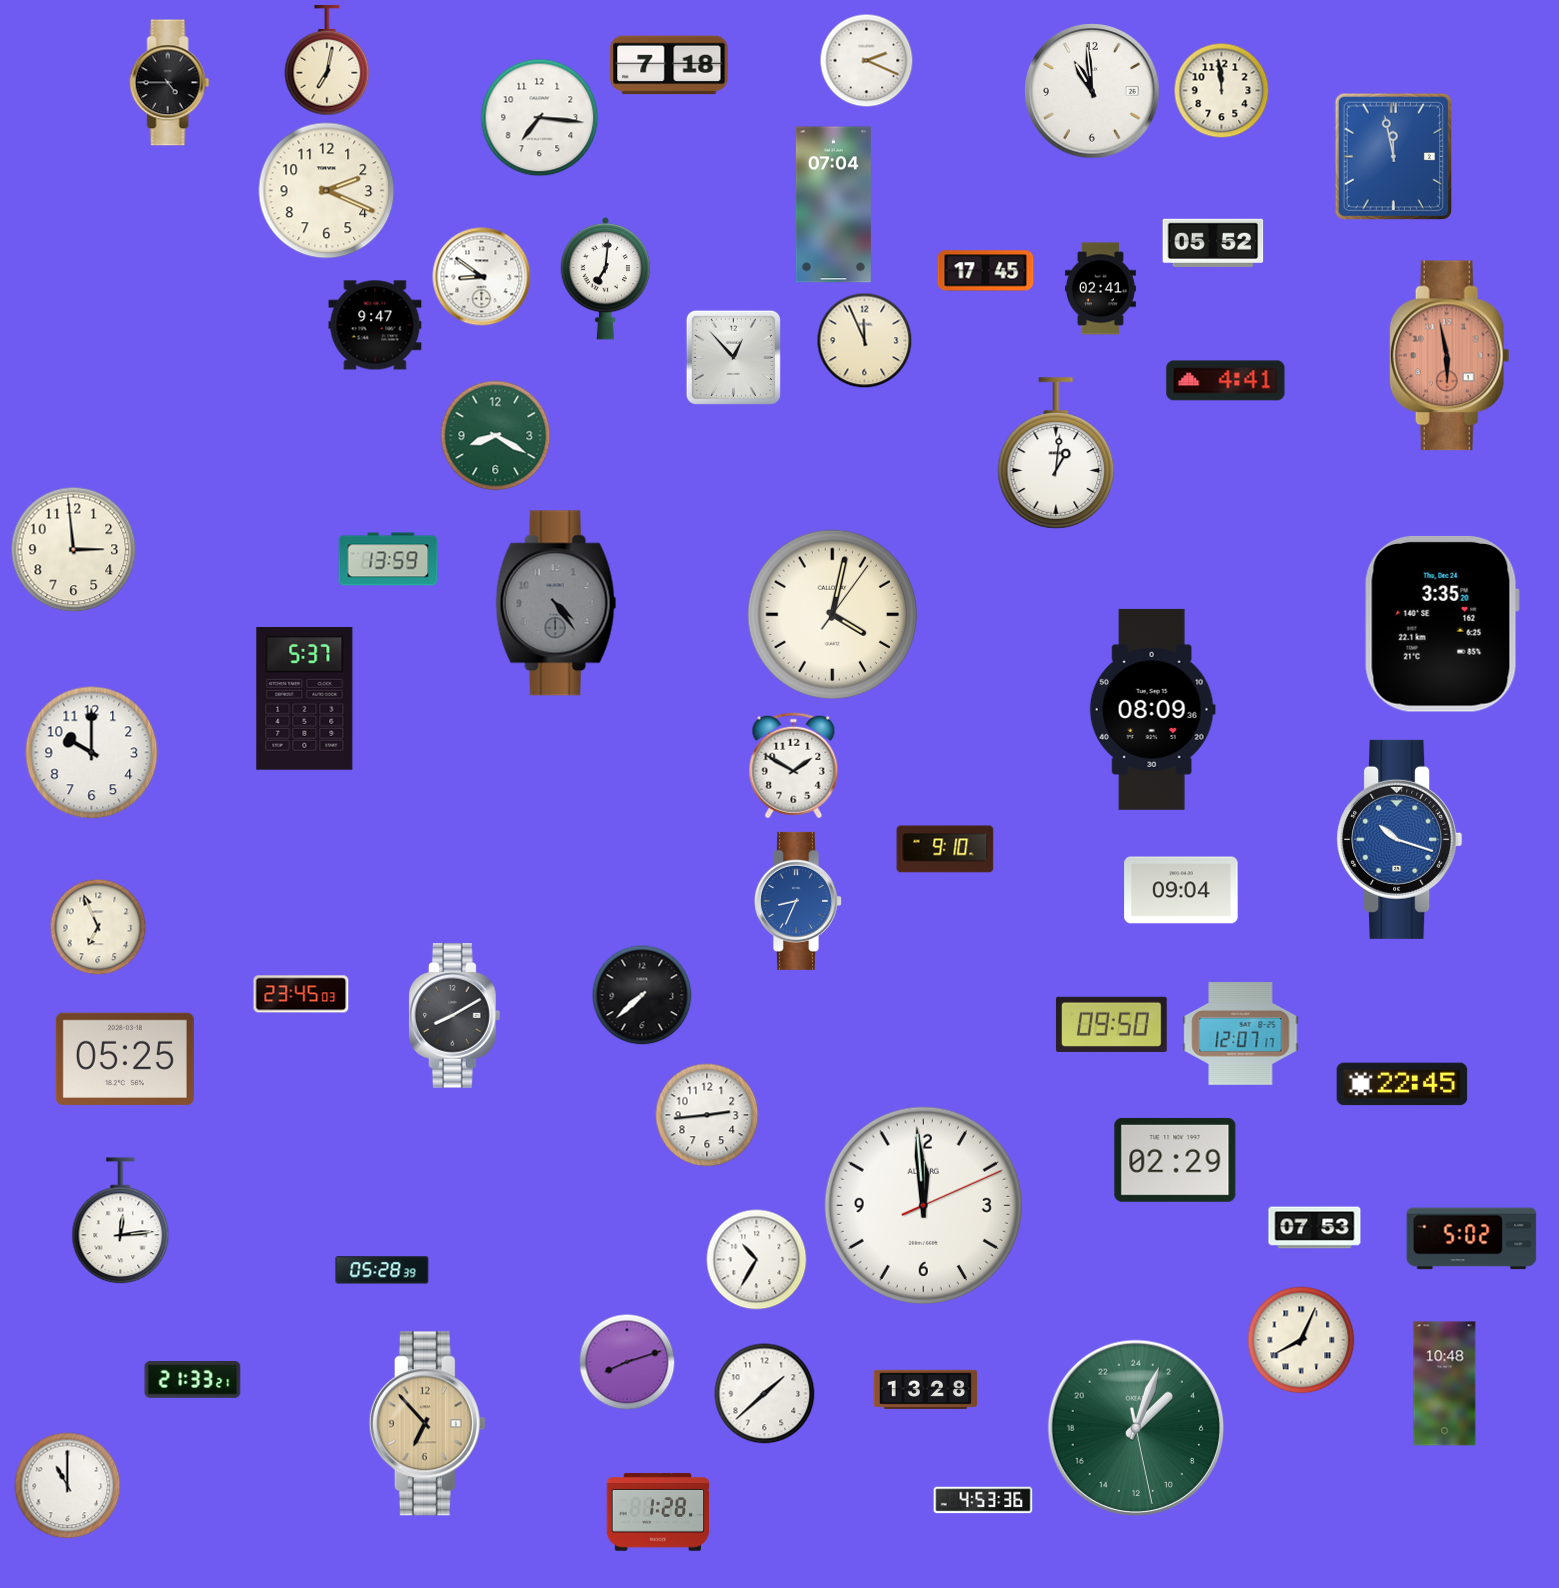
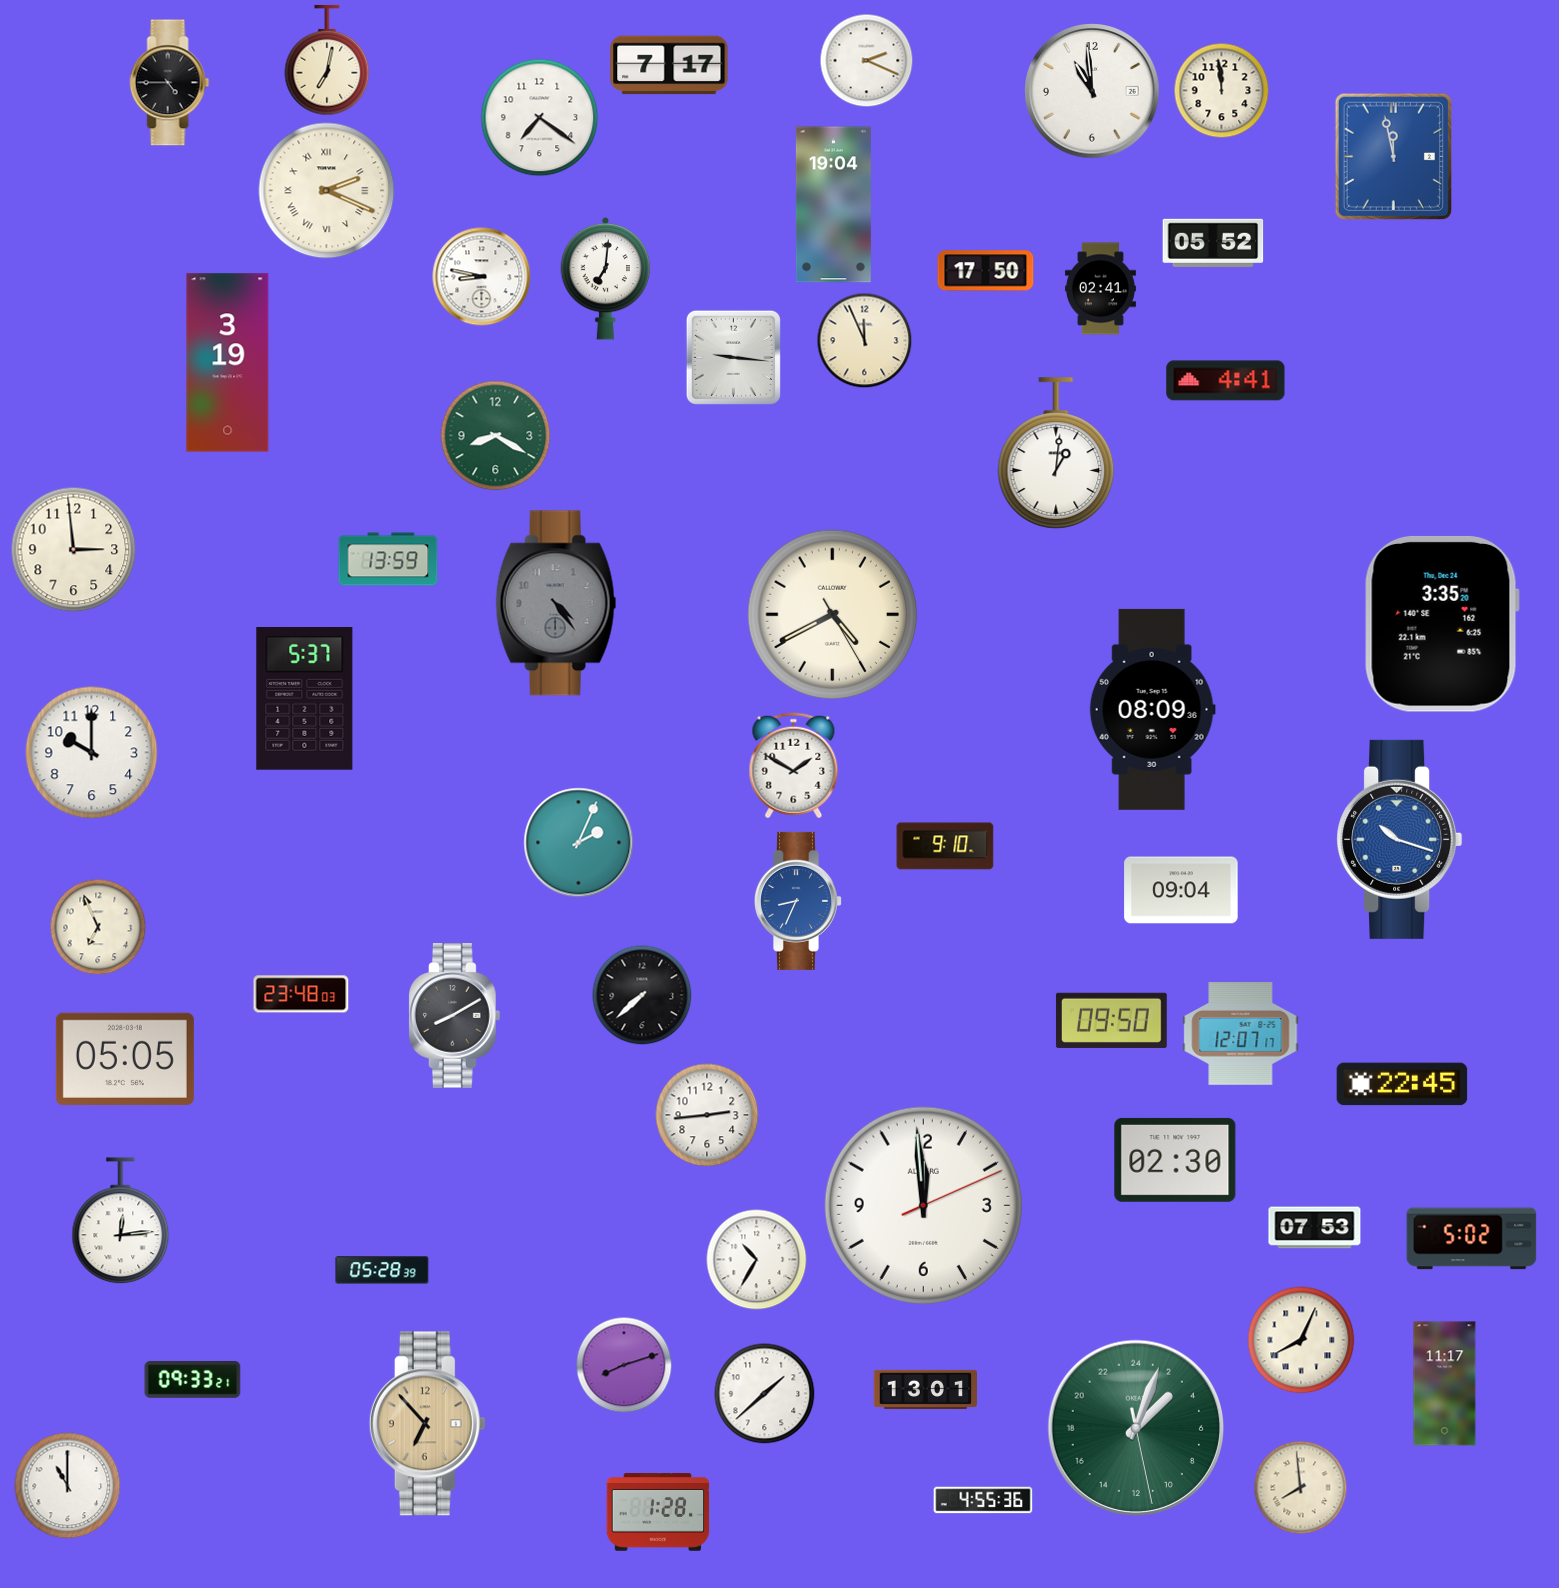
clock at (669, 65): 7:18 -> 7:17
clock at (540, 118): 7:16 -> 7:21
clock at (327, 191) numerals: Arabic -> Roman
clock at (833, 205): 07:04 -> 19:04
clock at (986, 271): 17:45 -> 17:50
clock at (482, 277): 8:51 -> 8:47
clock at (375, 325): 9:47 -> none
clock at (1449, 356): 5:58 -> none
clock at (733, 357): 12:53 -> 9:16
clock at (228, 363): none -> 3:19
clock at (833, 615): 4:02 -> 4:40
clock at (579, 843): none -> 2:04
clock at (945, 849) position: (945, 849) -> (945, 846)
clock at (301, 994): 23:45 -> 23:48
clock at (1111, 1024) position: (1111, 1024) -> (1111, 1020)
clock at (125, 1059): 05:25 -> 05:05
clock at (1175, 1160): 02:29 -> 02:30
clock at (627, 1362) position: (627, 1362) -> (624, 1365)
clock at (193, 1380): 21:33 -> 09:33
clock at (1445, 1384): 10:48 -> 11:17
clock at (926, 1389): 13:28 -> 13:01
clock at (1301, 1488): none -> 7:59
clock at (983, 1500): 4:53 -> 4:55
